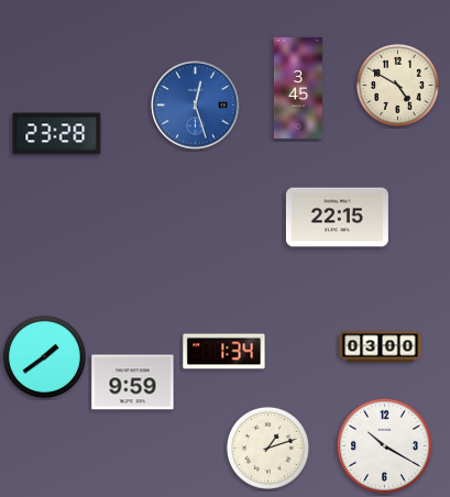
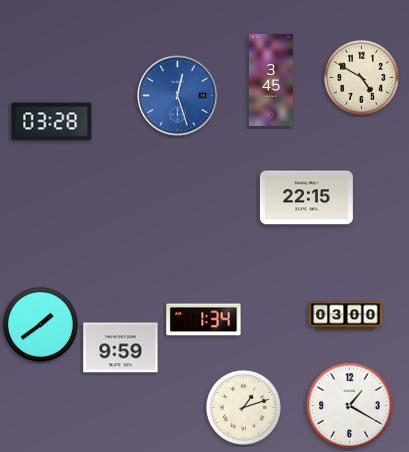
clock at (57, 134): 23:28 -> 03:28
clock at (385, 446): 10:20 -> 1:20
